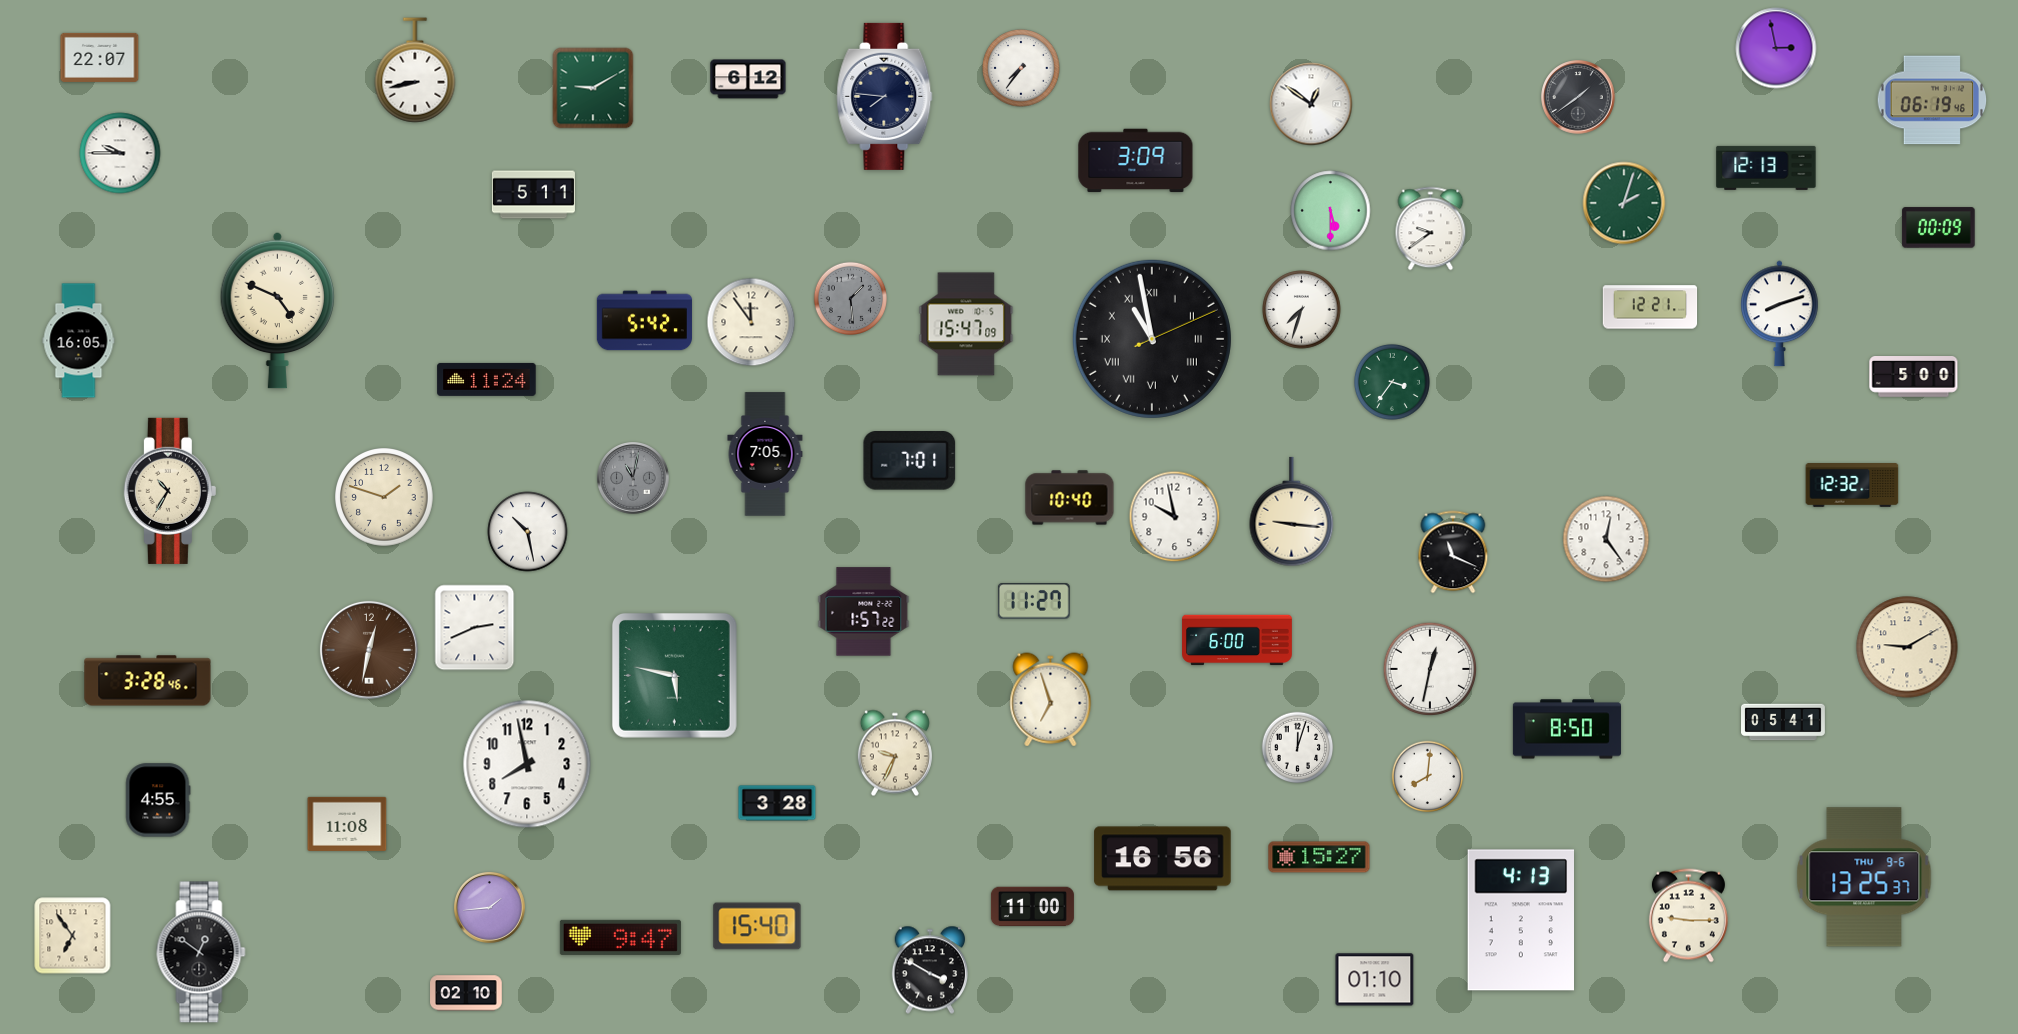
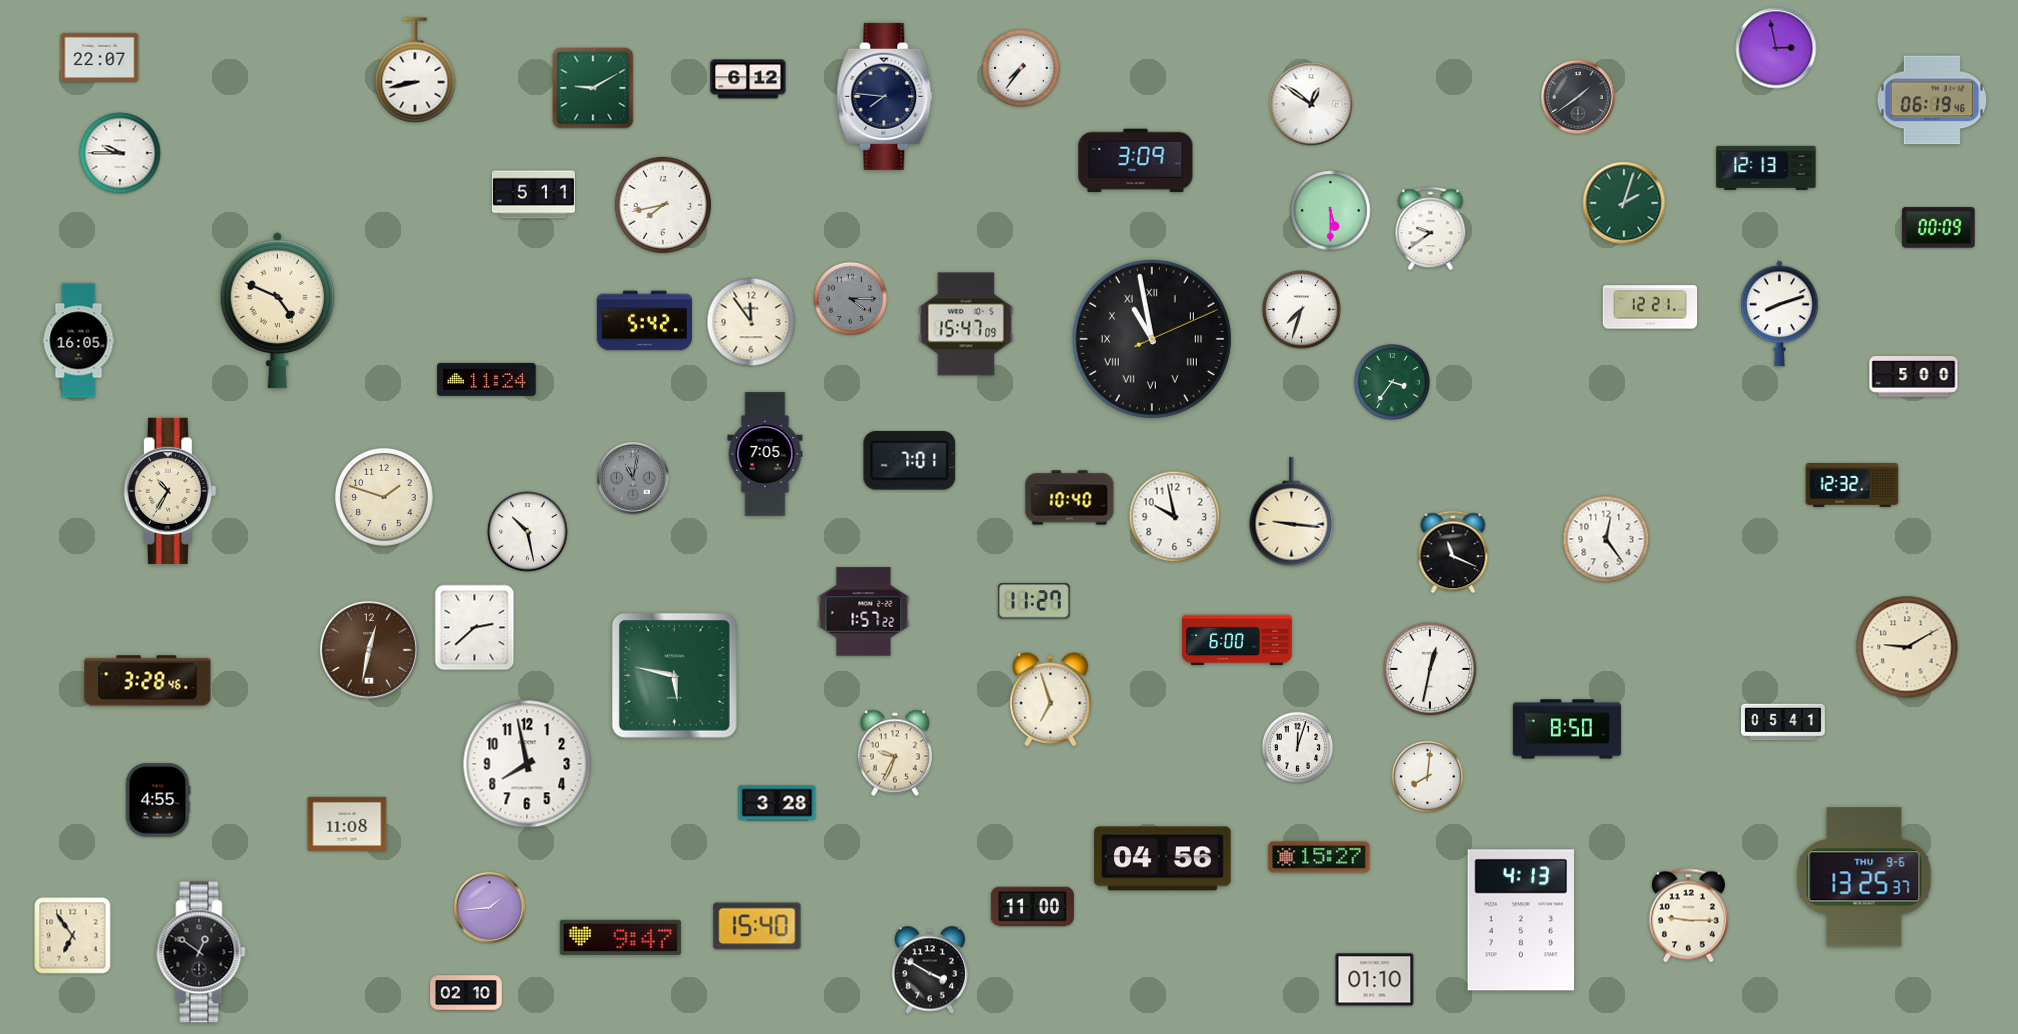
clock at (663, 205): none -> 7:43
clock at (850, 298): 1:29 -> 4:15
clock at (475, 628): 2:41 -> 2:38
clock at (1163, 859): 16:56 -> 04:56
